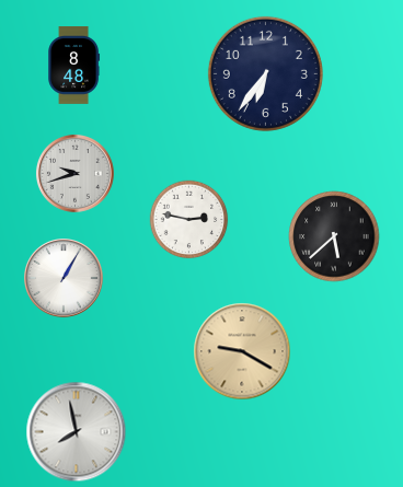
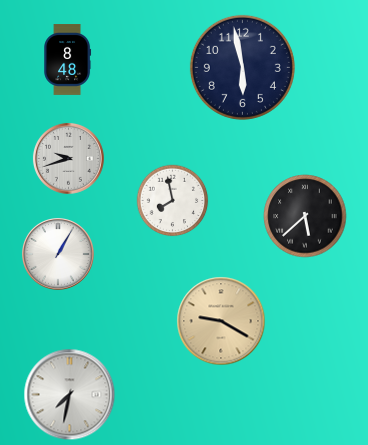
clock at (265, 73): 6:36 -> 5:58
clock at (189, 220): 2:47 -> 7:58
clock at (77, 432): 7:58 -> 7:32
